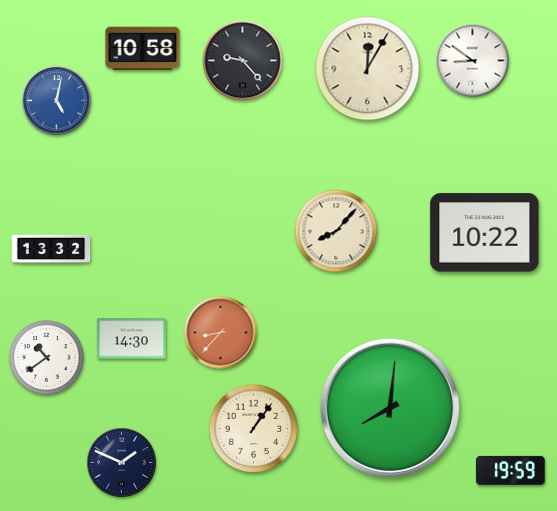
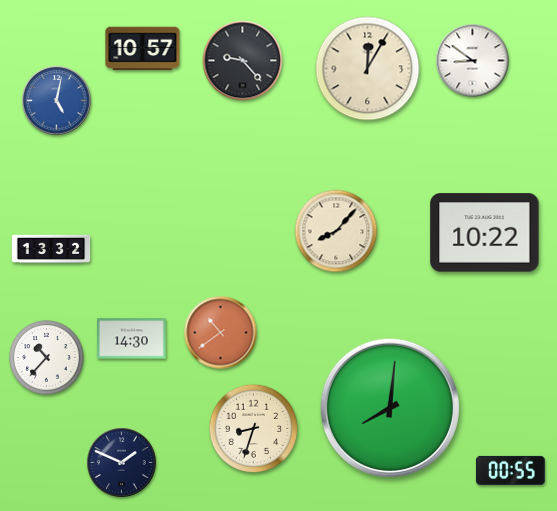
clock at (143, 49): 10:58 -> 10:57
clock at (221, 333): 8:37 -> 10:39
clock at (47, 358): 10:39 -> 10:37
clock at (254, 429): 1:06 -> 8:33
clock at (510, 470): 19:59 -> 00:55
